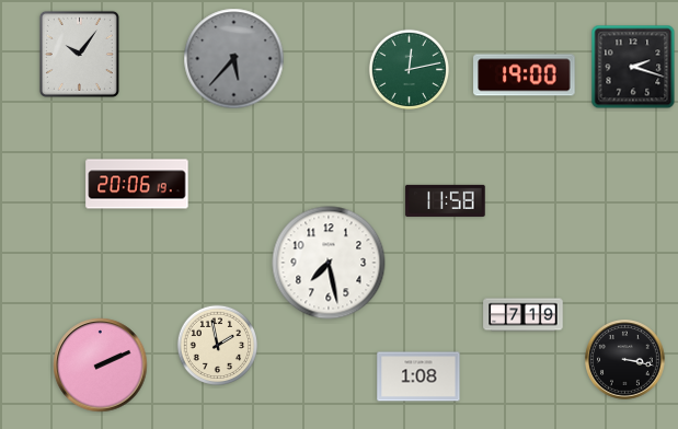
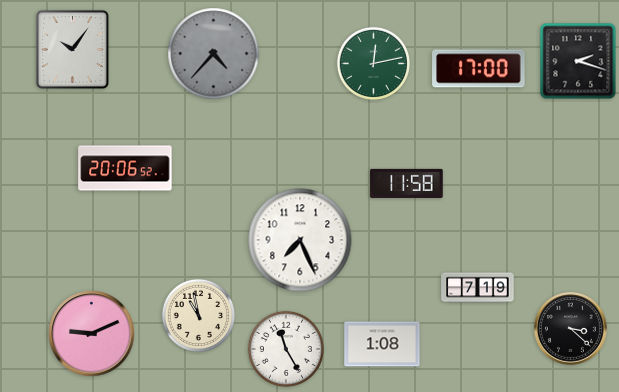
clock at (234, 59): 5:37 -> 4:37
clock at (525, 76): 19:00 -> 17:00
clock at (137, 184): 20:06:19 -> 20:06:52
clock at (329, 263): 7:28 -> 7:26
clock at (218, 346): 1:58 -> 10:58
clock at (625, 360): 3:17 -> 3:22
clock at (101, 366): 2:11 -> 9:11
clock at (286, 349): none -> 11:25
